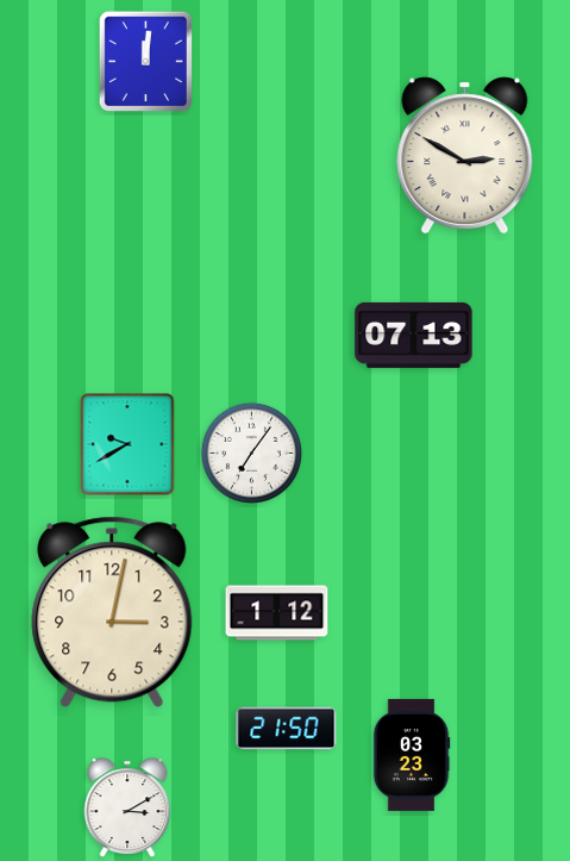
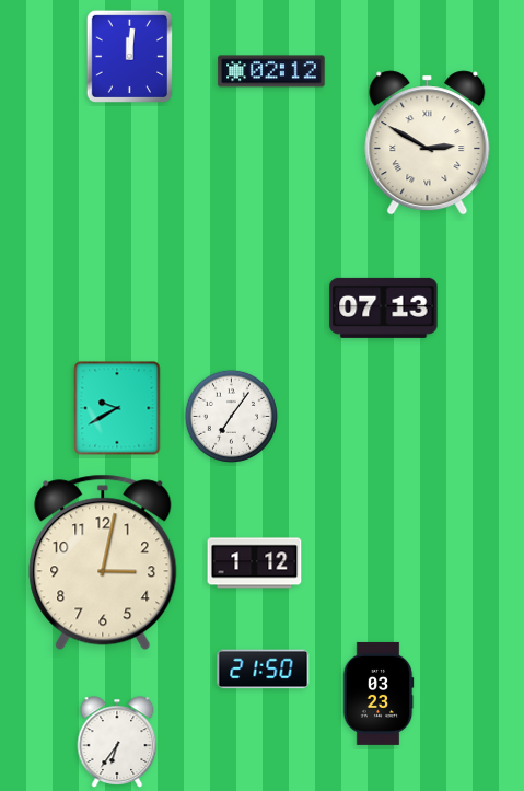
clock at (145, 61) position: (145, 61) -> (129, 56)
clock at (271, 71): none -> 02:12
clock at (414, 335) position: (414, 335) -> (384, 307)
clock at (127, 807): 3:10 -> 6:36
